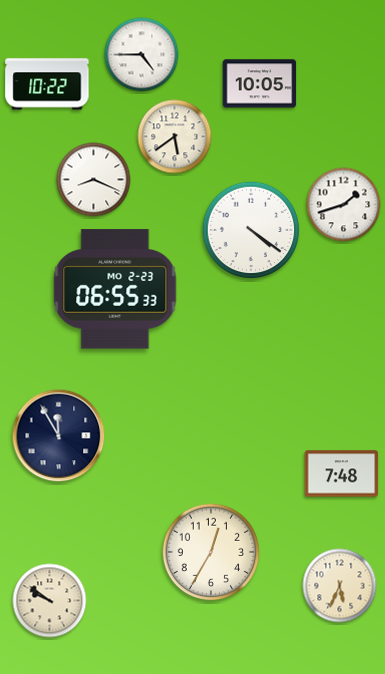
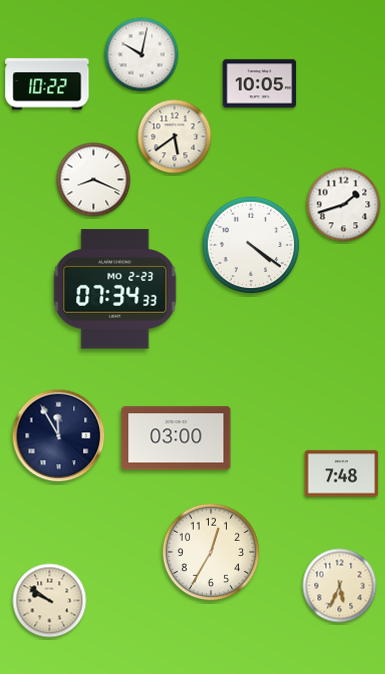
clock at (142, 55): 4:45 -> 10:02
clock at (251, 230) position: (251, 230) -> (251, 245)
clock at (115, 289): 06:55 -> 07:34
clock at (176, 438): none -> 03:00
